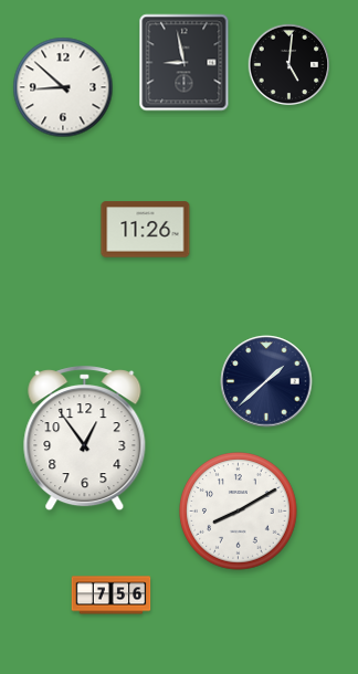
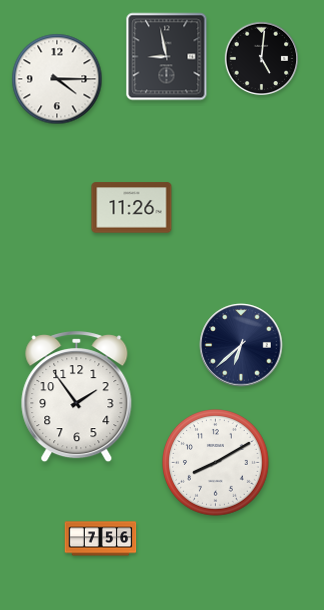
clock at (63, 87): 8:52 -> 4:15
clock at (266, 381): 1:38 -> 6:38
clock at (85, 439): 12:54 -> 1:54
